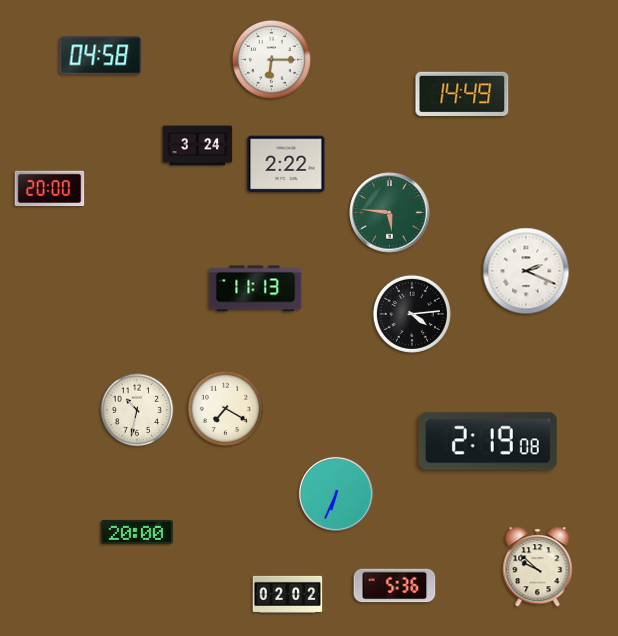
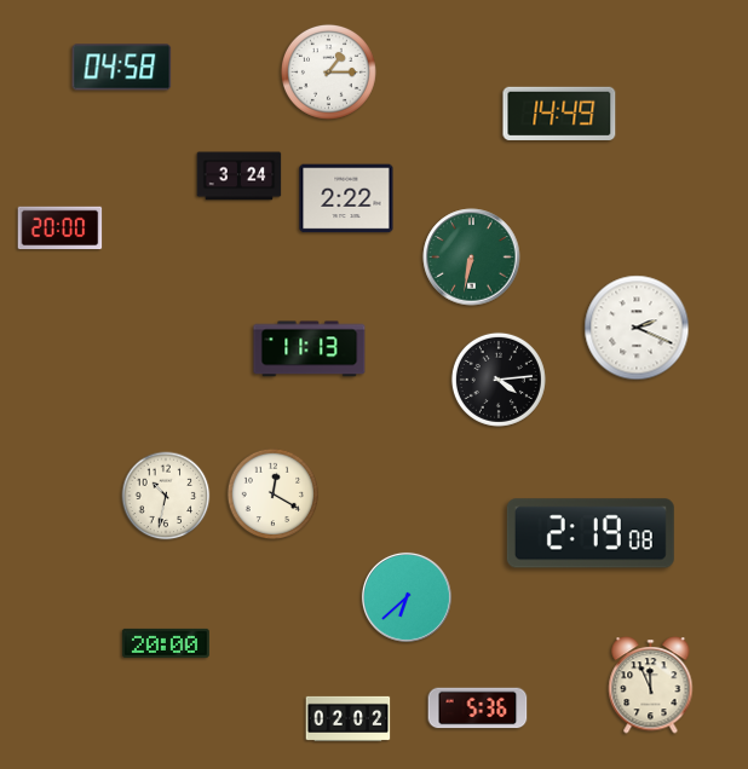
clock at (271, 59): 6:15 -> 1:15
clock at (390, 213): 5:46 -> 6:32
clock at (226, 409): 7:20 -> 12:20
clock at (336, 494): 6:34 -> 6:38
clock at (538, 567): 9:52 -> 11:56
